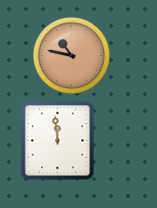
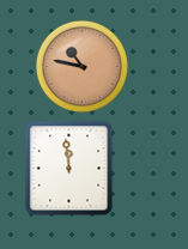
clock at (71, 55) position: (71, 55) -> (81, 66)
